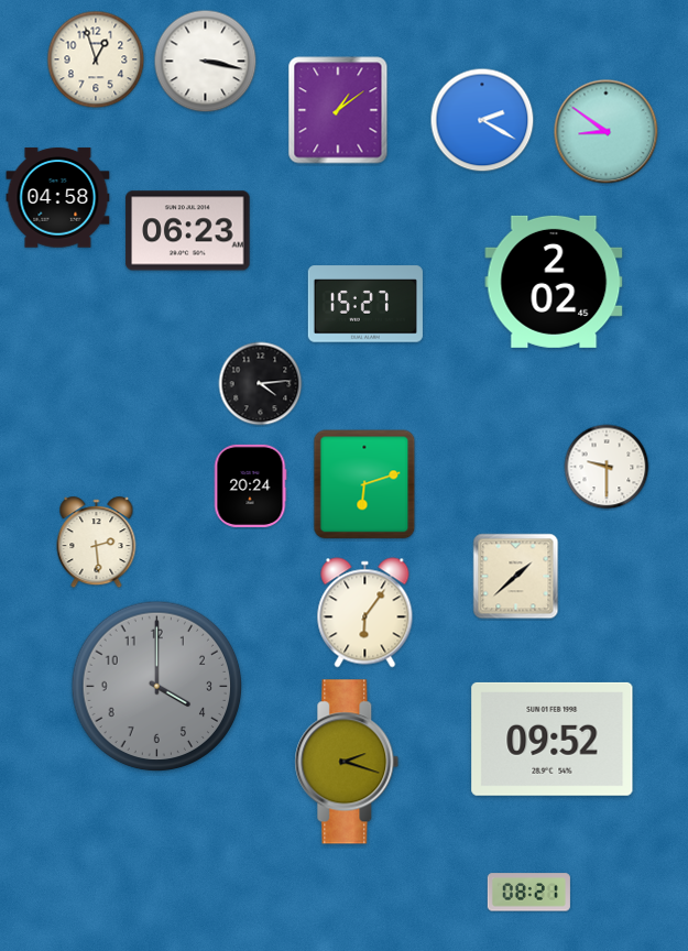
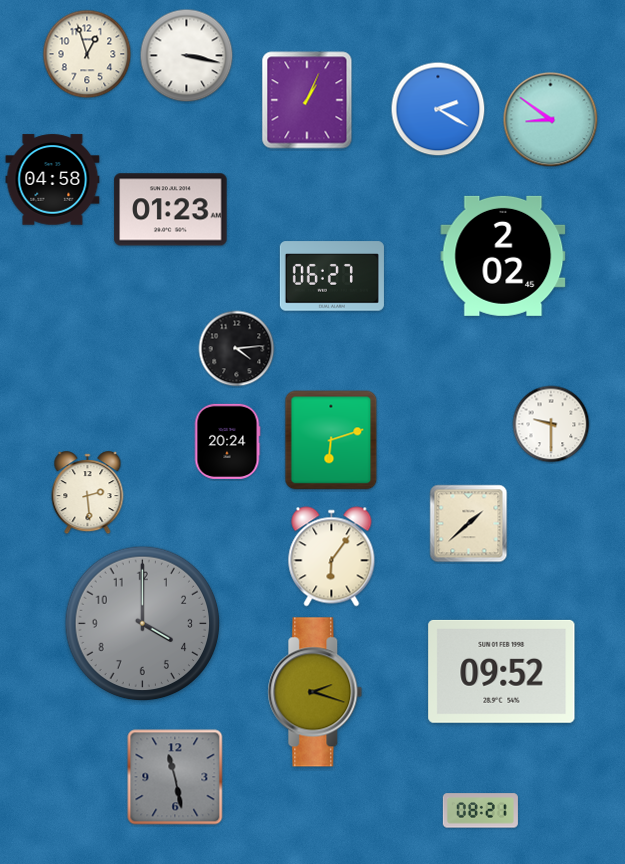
clock at (338, 110): 1:09 -> 1:04
clock at (188, 231): 06:23 -> 01:23
clock at (365, 304): 15:27 -> 06:27
clock at (175, 777): none -> 11:28
